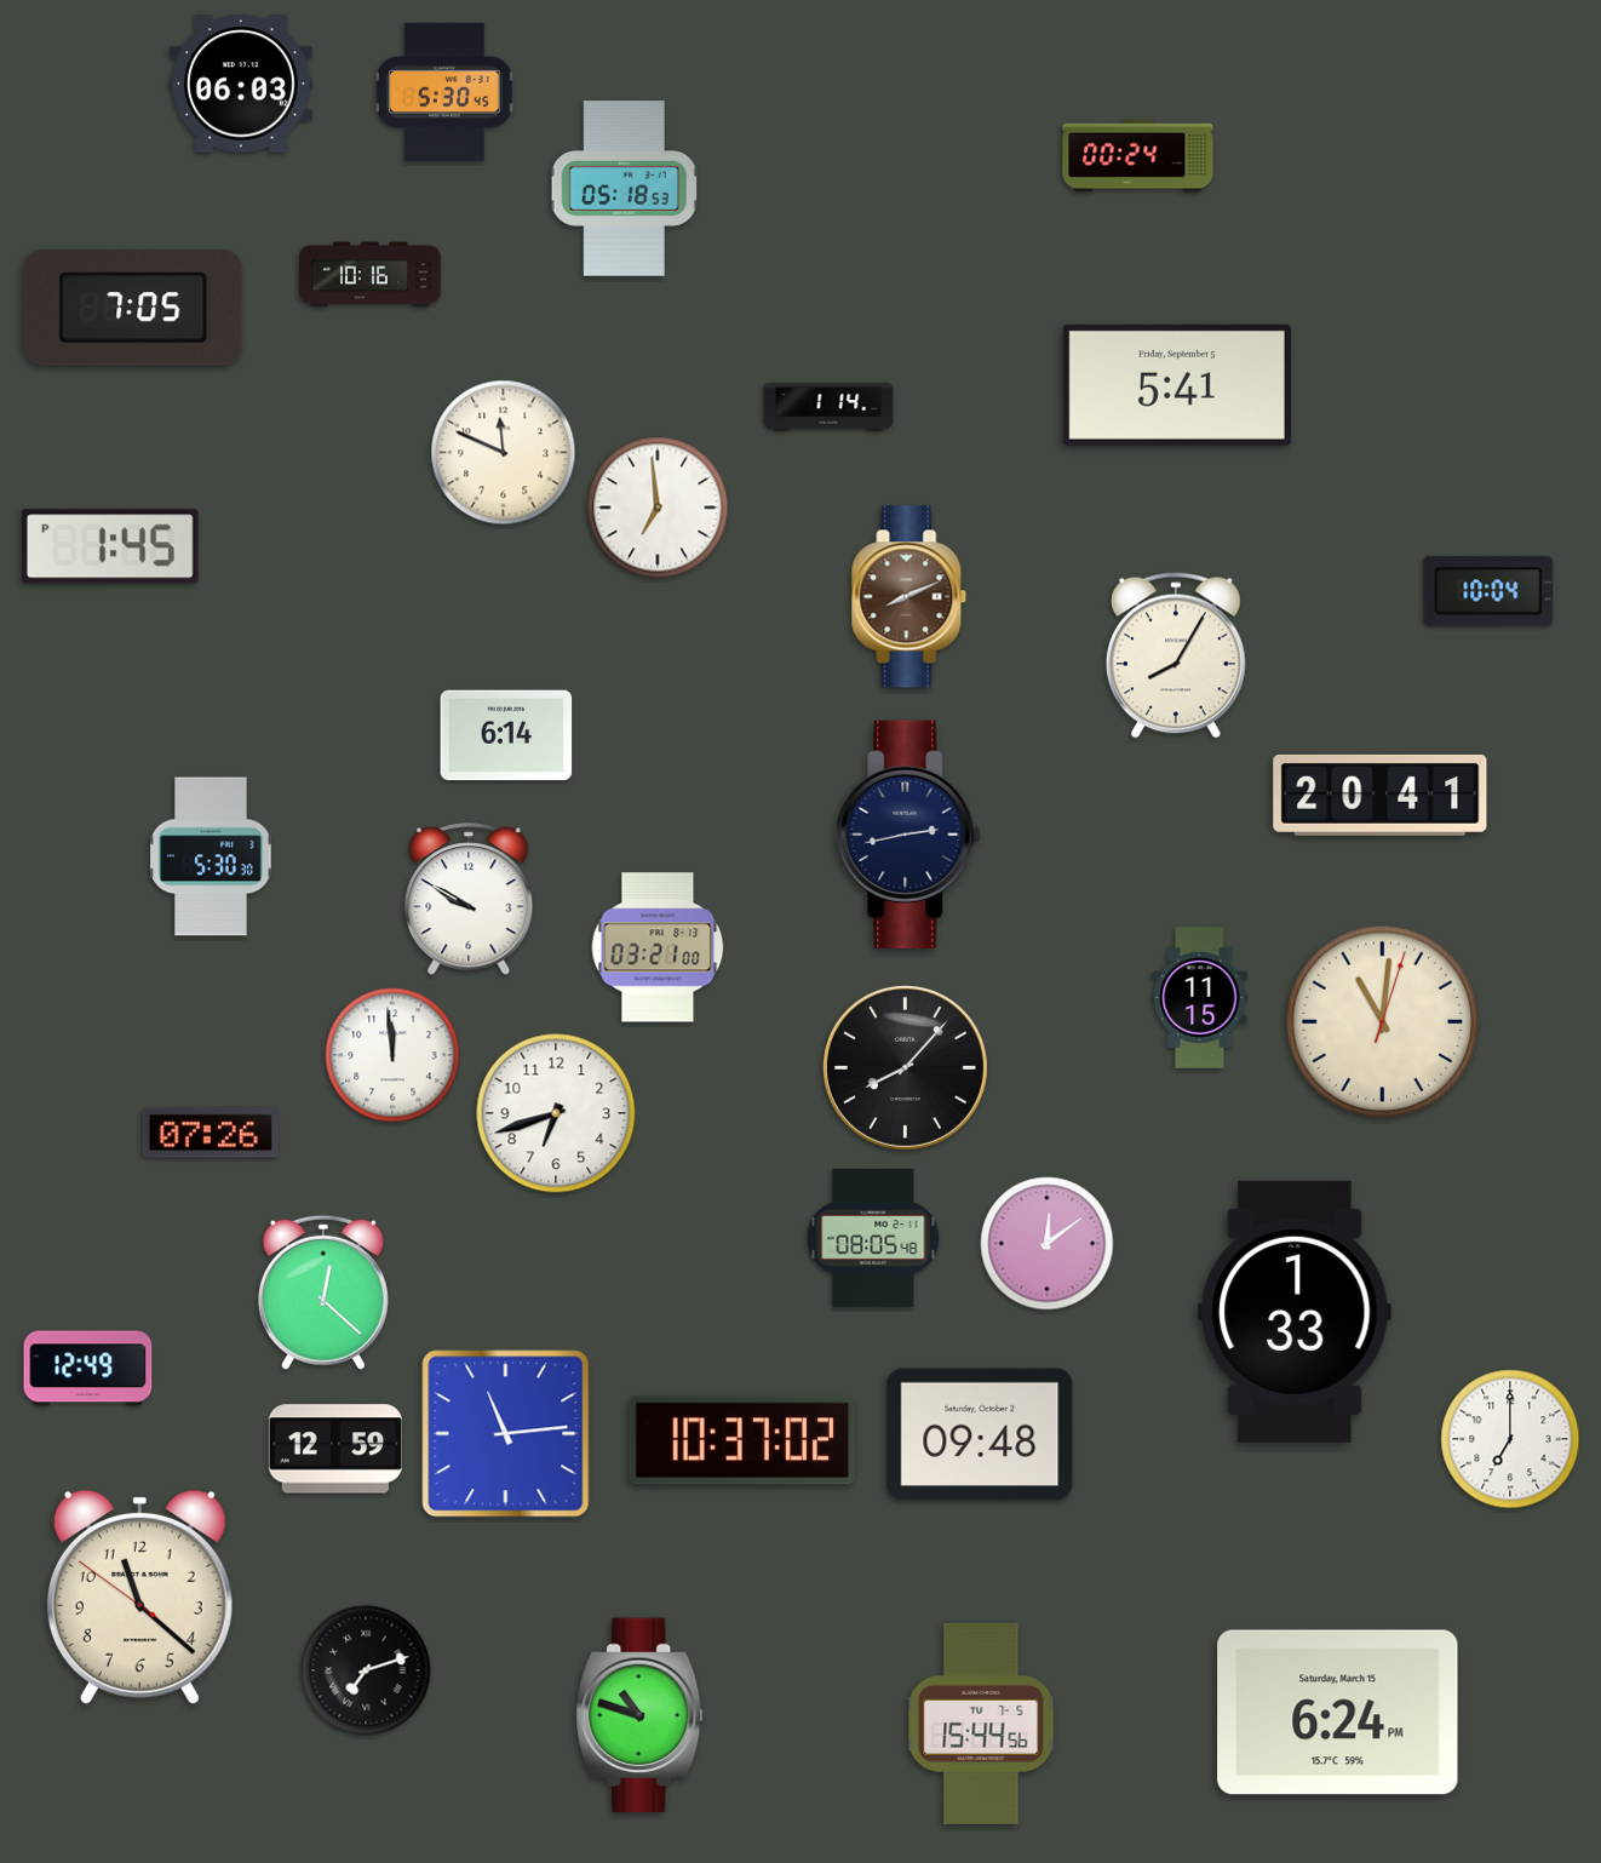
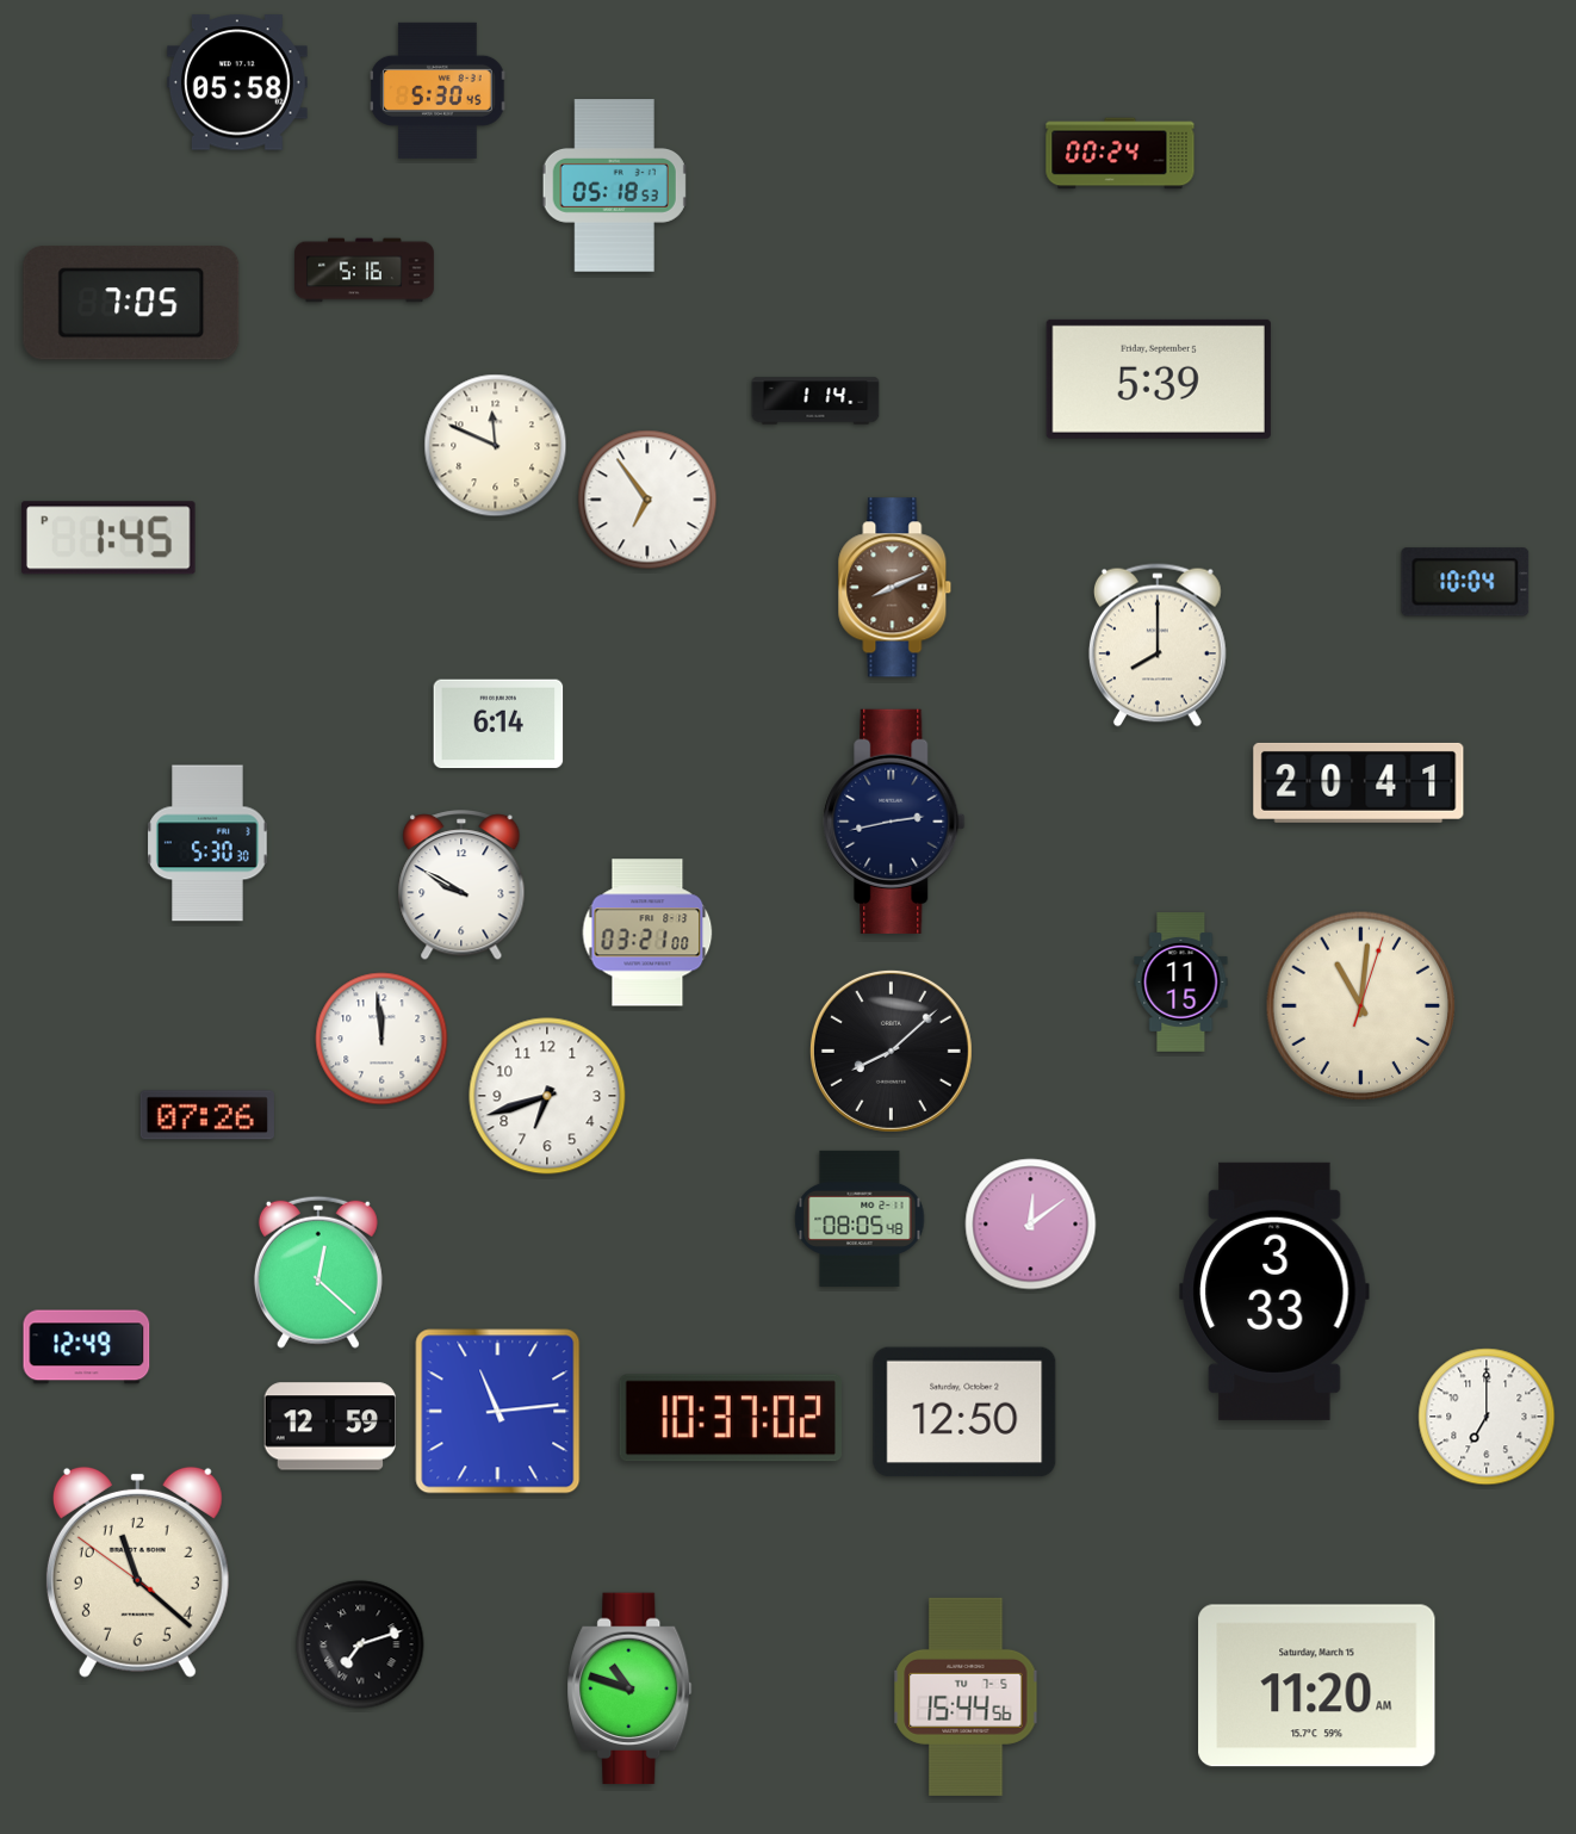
clock at (242, 84): 06:03 -> 05:58
clock at (371, 275): 10:16 -> 5:16
clock at (1177, 385): 5:41 -> 5:39
clock at (658, 508): 6:59 -> 6:54
clock at (1176, 655): 8:05 -> 8:00
clock at (392, 1055) position: (392, 1055) -> (381, 1039)
clock at (905, 1067): 8:07 -> 8:08
clock at (1295, 1312): 1:33 -> 3:33
clock at (980, 1434): 09:48 -> 12:50
clock at (1338, 1713): 6:24 -> 11:20
